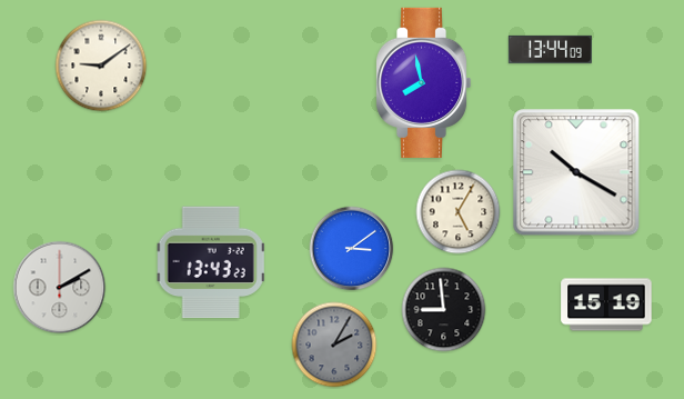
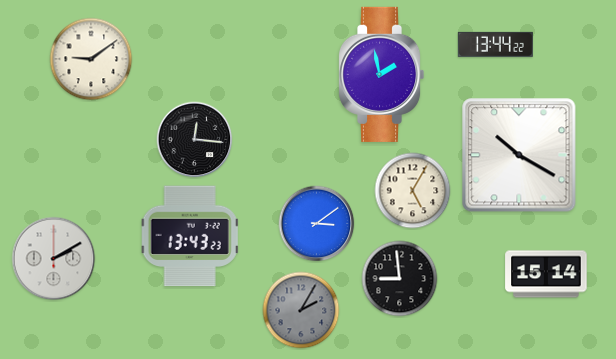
clock at (550, 49): 13:44:09 -> 13:44:22
clock at (423, 82): 7:58 -> 1:58
clock at (195, 140): none -> 12:16
clock at (606, 305): 15:19 -> 15:14
